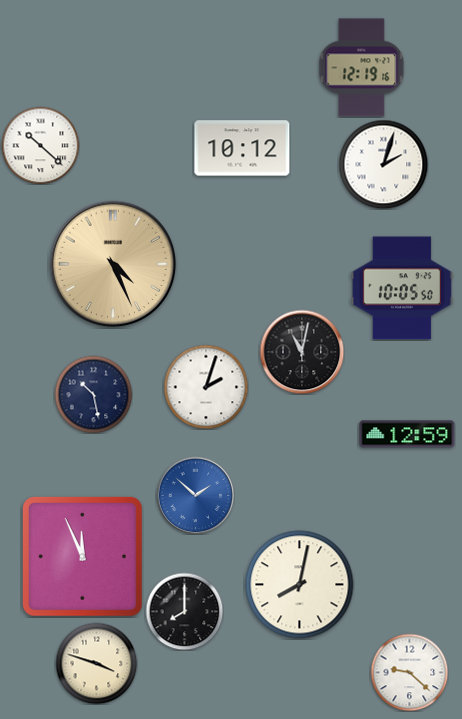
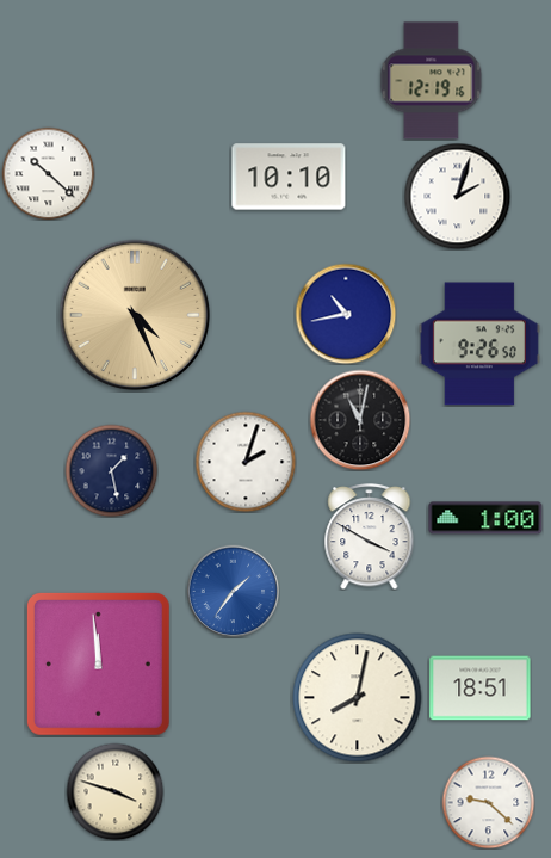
clock at (242, 148): 10:12 -> 10:10
clock at (346, 314): none -> 10:43
clock at (402, 288): 10:05 -> 9:26
clock at (93, 394): 10:28 -> 1:28
clock at (407, 434): 12:59 -> 1:00
clock at (370, 537): none -> 3:50
clock at (195, 495): 1:52 -> 1:36
clock at (82, 556): 11:56 -> 11:59
clock at (481, 689): none -> 18:51
clock at (184, 611): 8:00 -> none
